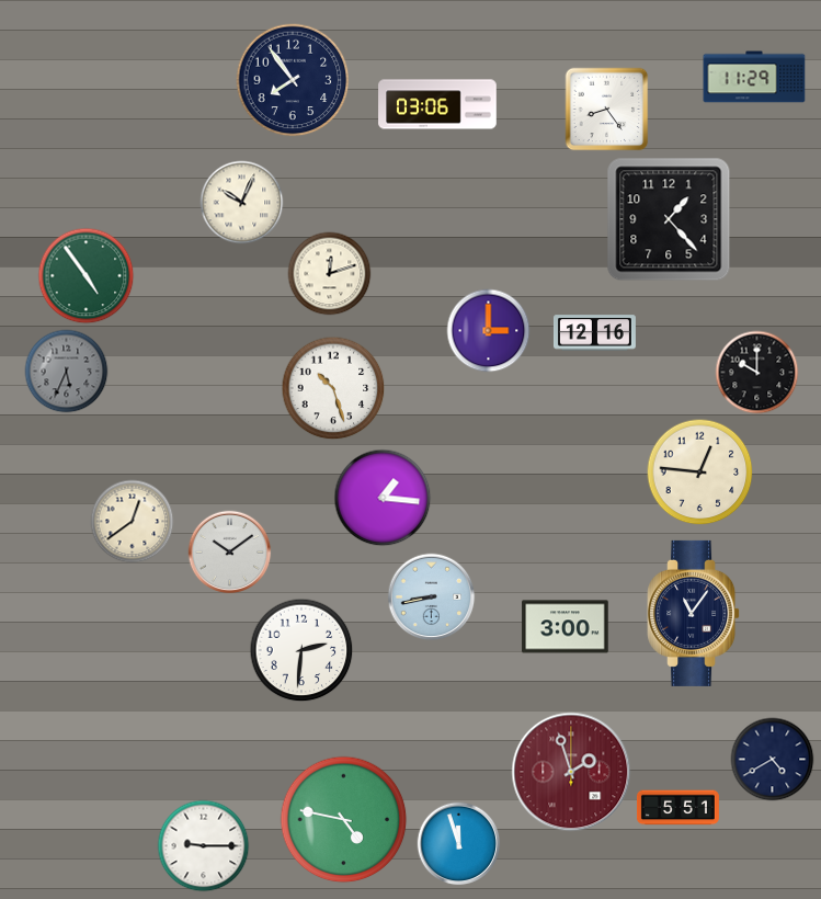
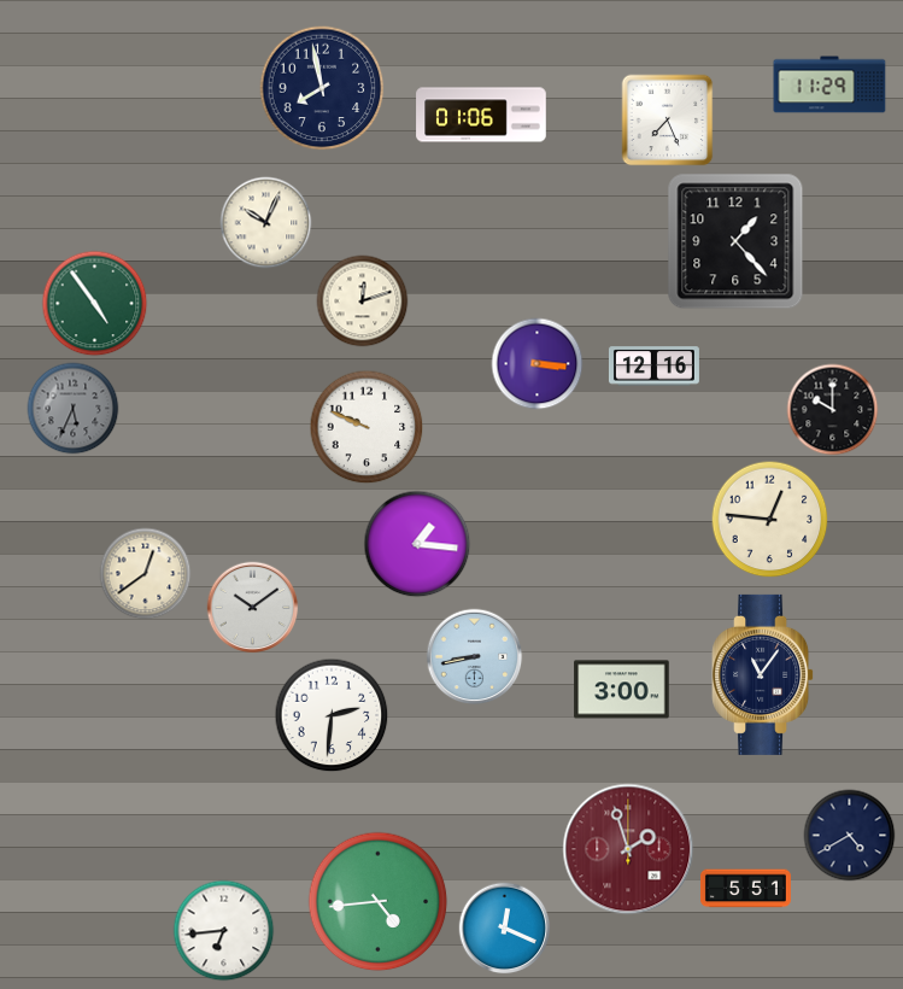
clock at (293, 80): 7:54 -> 7:58
clock at (437, 104): 03:06 -> 01:06
clock at (607, 110): 8:24 -> 7:26
clock at (489, 331): 3:00 -> 3:16
clock at (333, 388): 10:27 -> 9:49
clock at (383, 498) position: (383, 498) -> (417, 544)
clock at (344, 820): 4:47 -> 4:44
clock at (459, 844): 11:57 -> 12:19
clock at (204, 846): 9:15 -> 6:44
